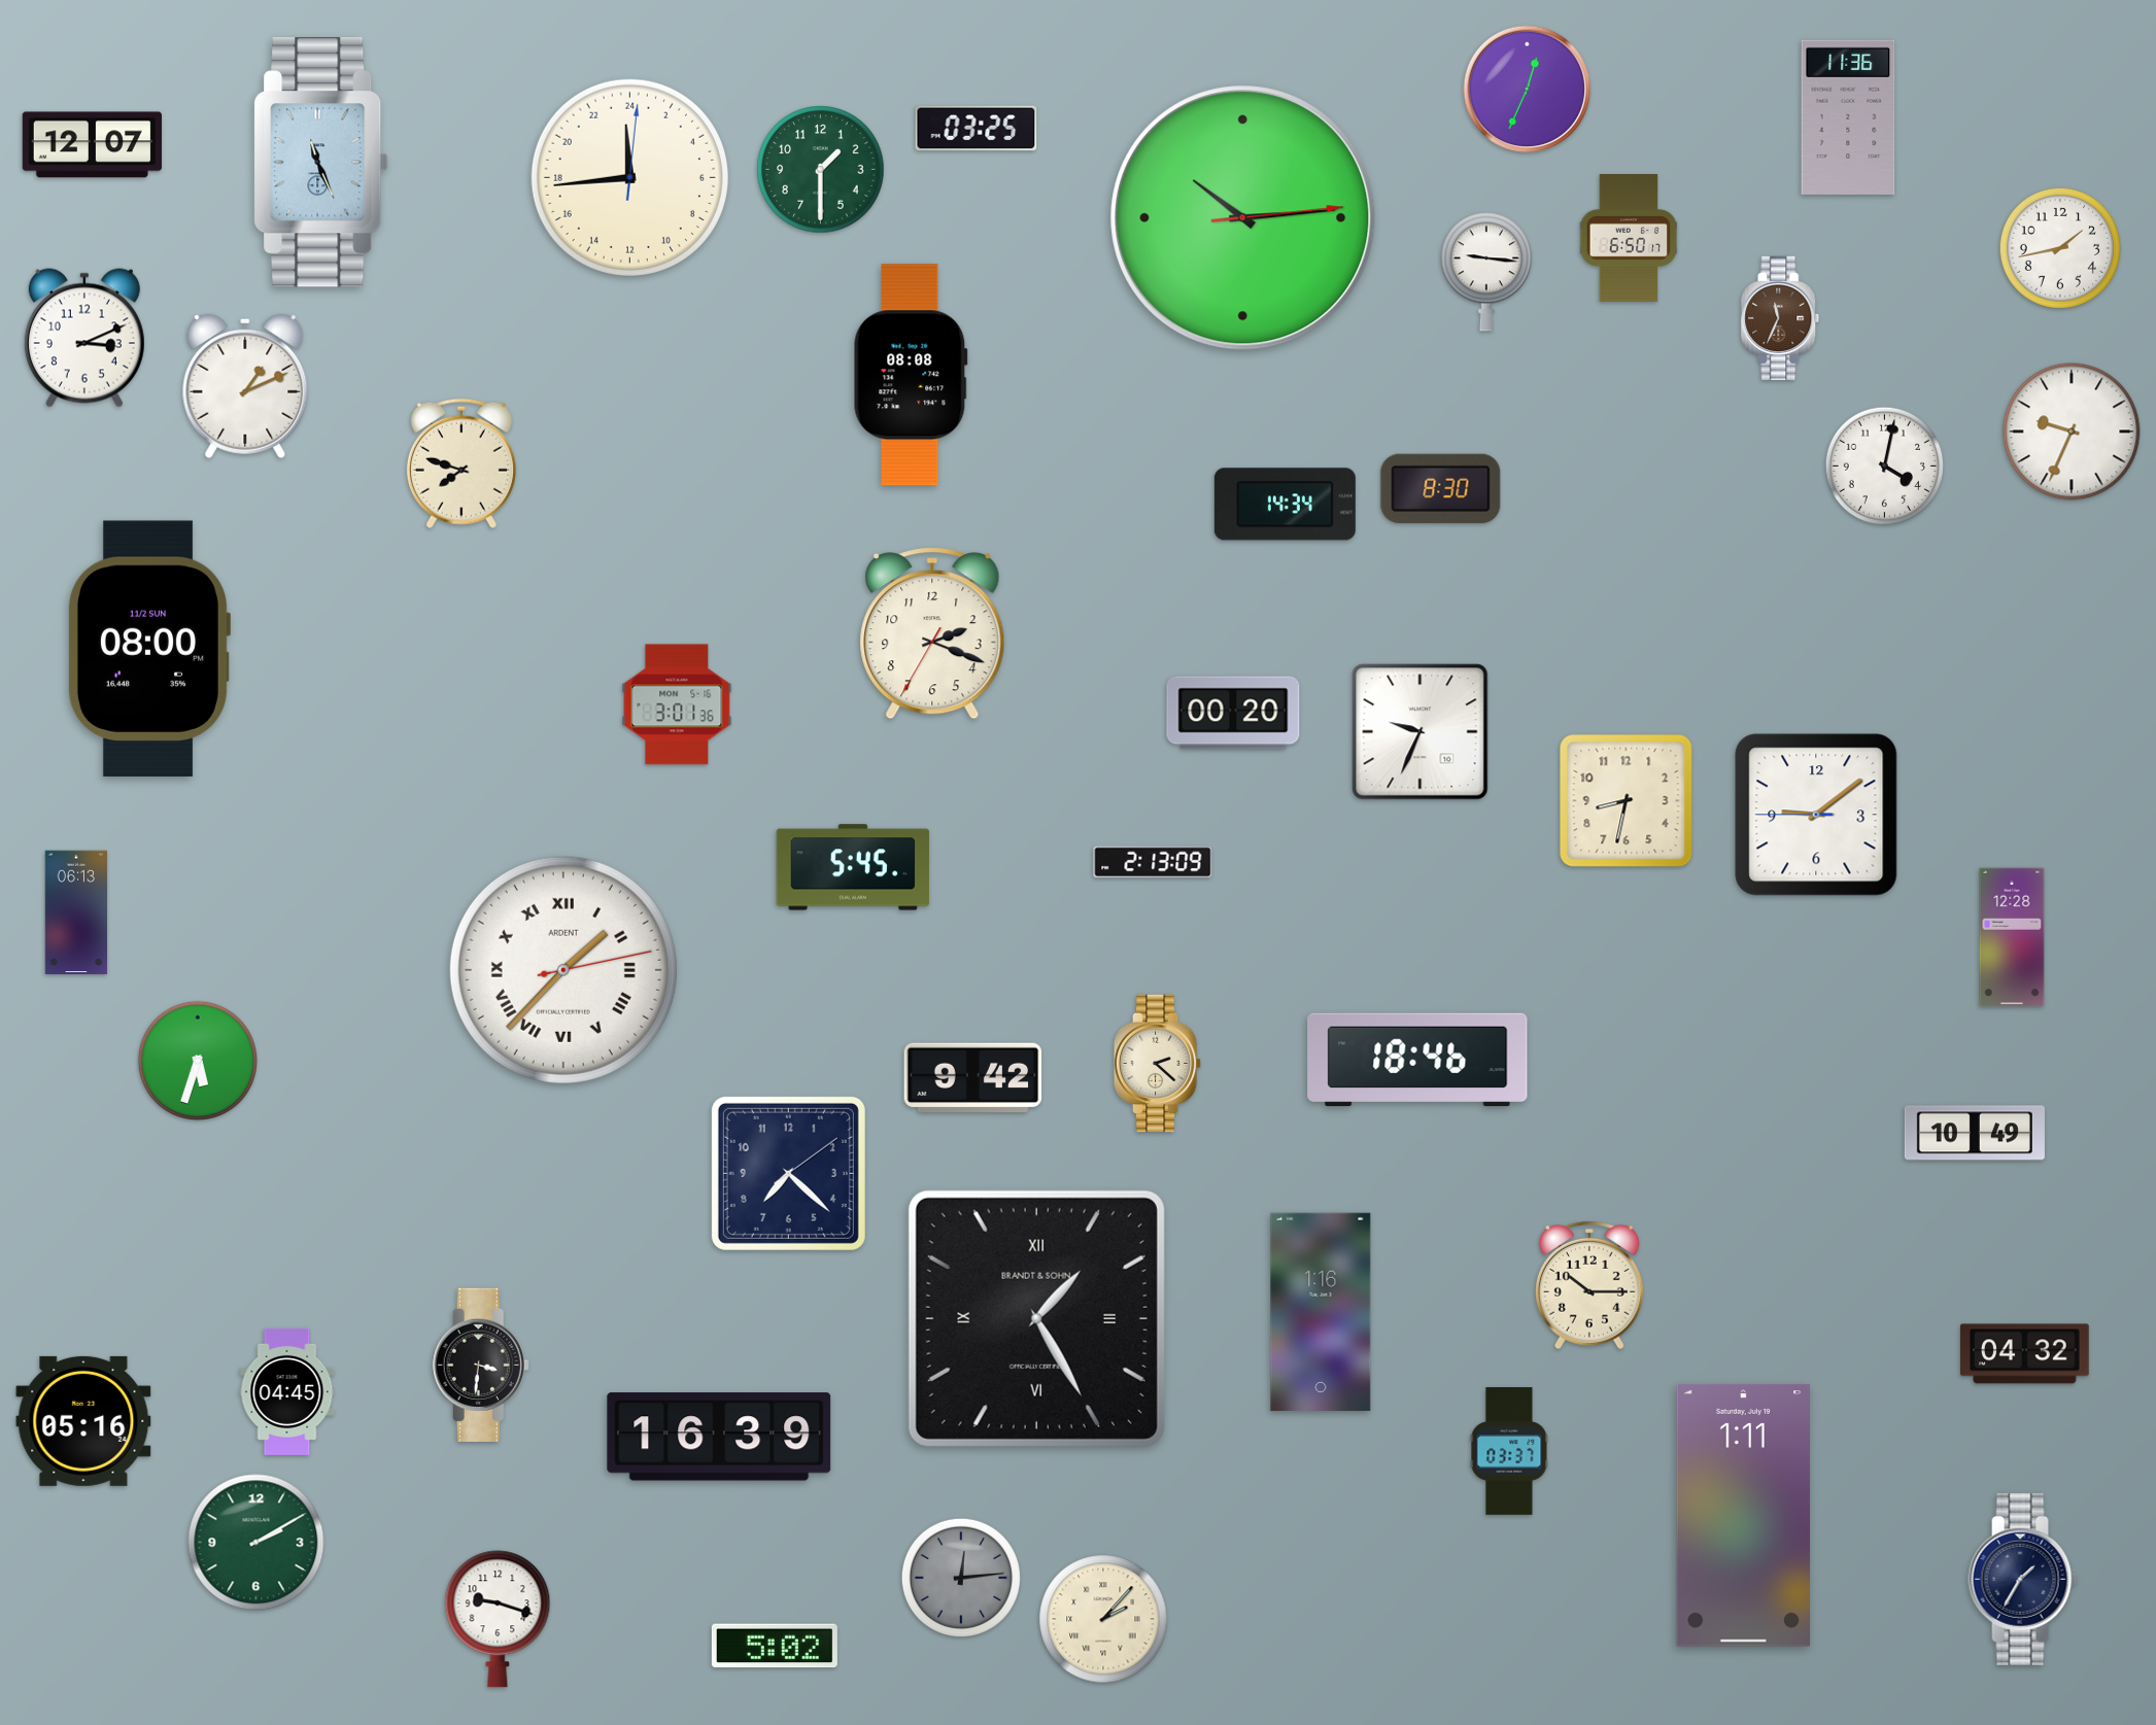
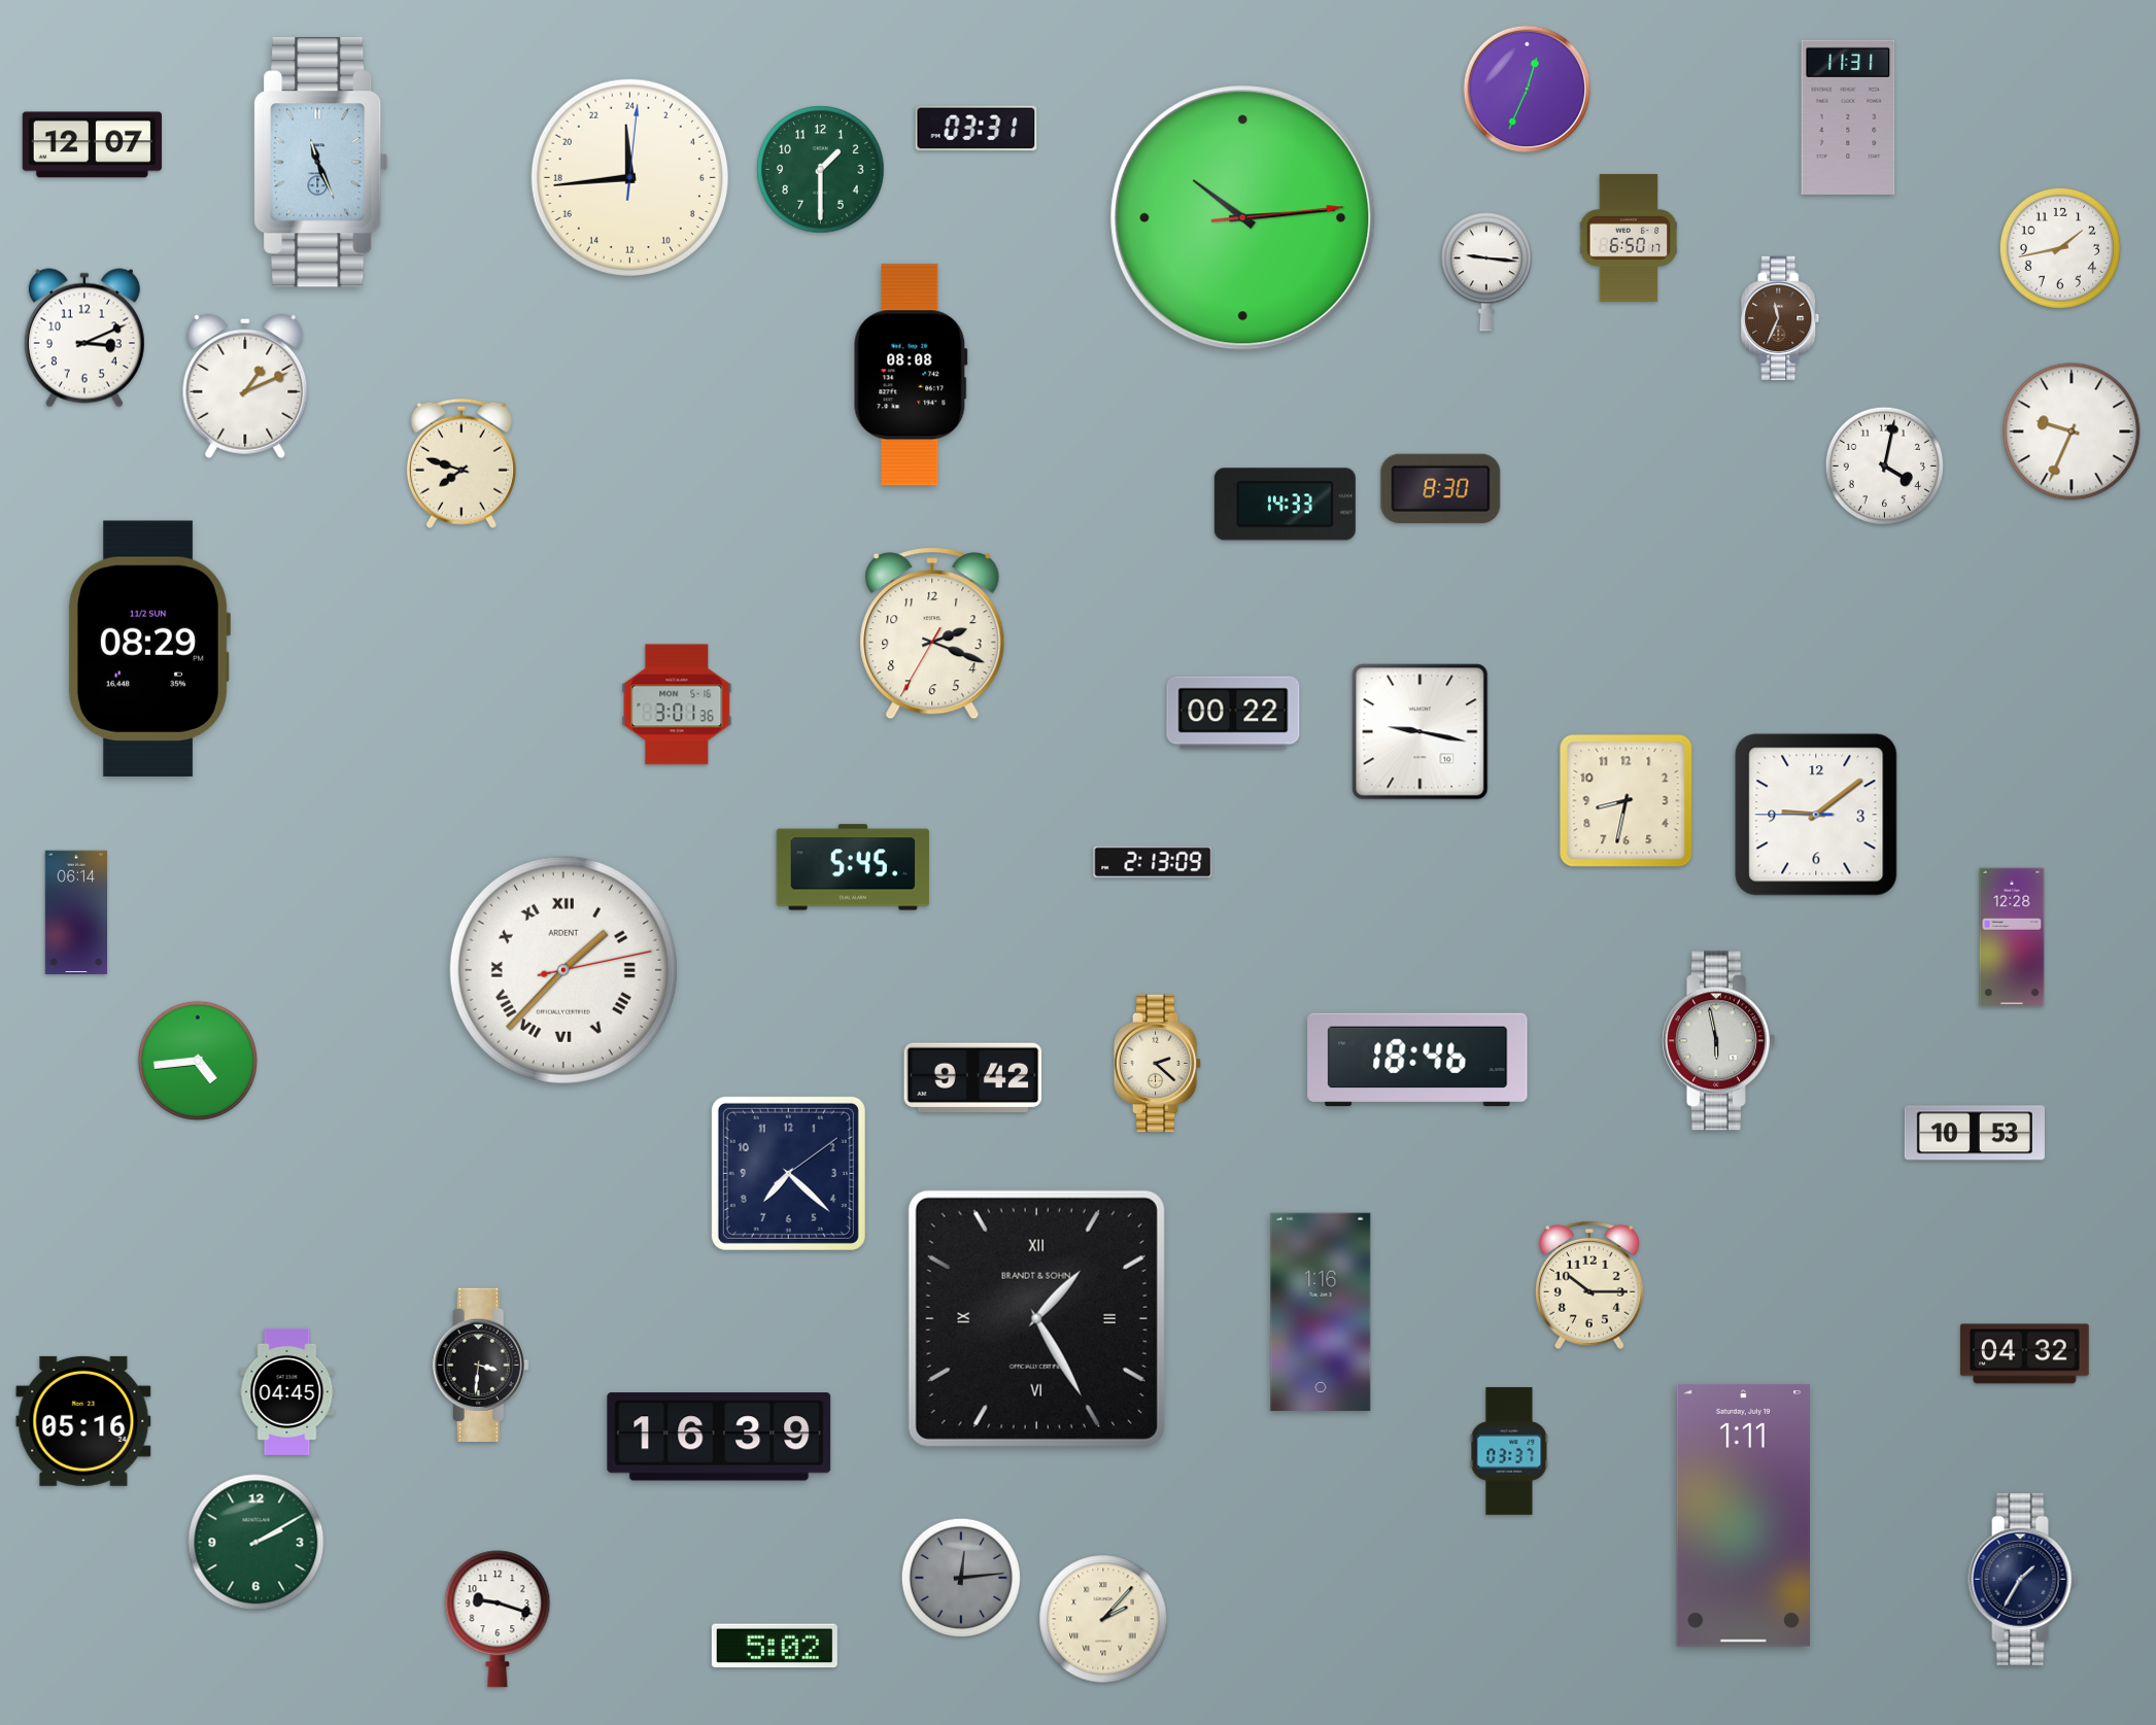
clock at (1848, 117): 11:36 -> 11:31
clock at (977, 129): 03:25 -> 03:31
clock at (1285, 505): 14:34 -> 14:33
clock at (148, 649): 08:00 -> 08:29
clock at (1233, 713): 00:20 -> 00:22
clock at (1421, 732): 9:34 -> 9:17
clock at (76, 912): 06:13 -> 06:14
clock at (1719, 1041): none -> 5:58
clock at (198, 1061): 5:33 -> 4:44
clock at (1975, 1133): 10:49 -> 10:53
